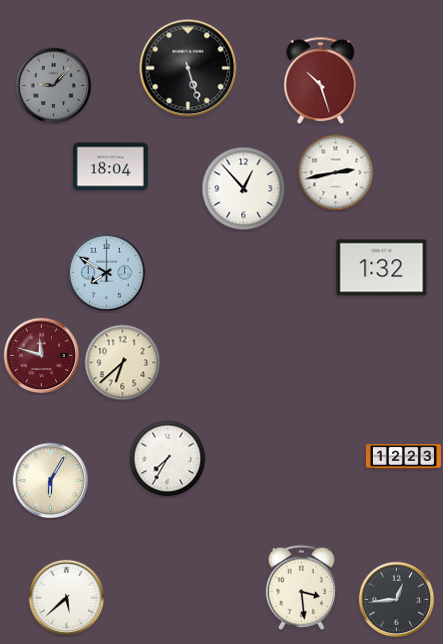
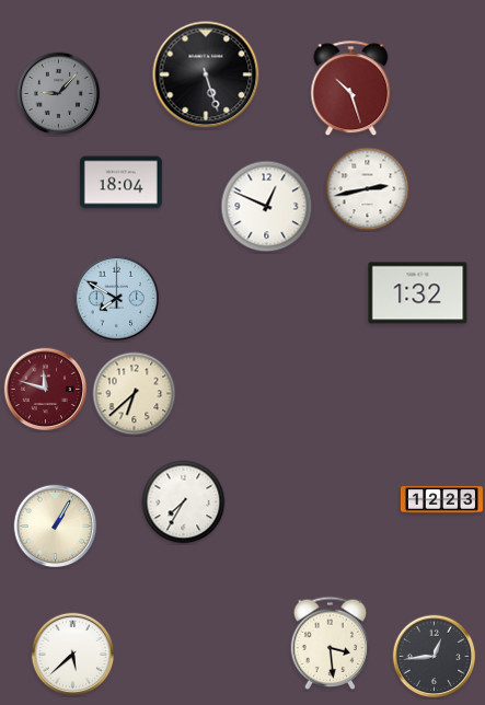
clock at (244, 189): 12:53 -> 12:49
clock at (123, 363) position: (123, 363) -> (135, 394)
clock at (51, 481): 6:05 -> 1:05
